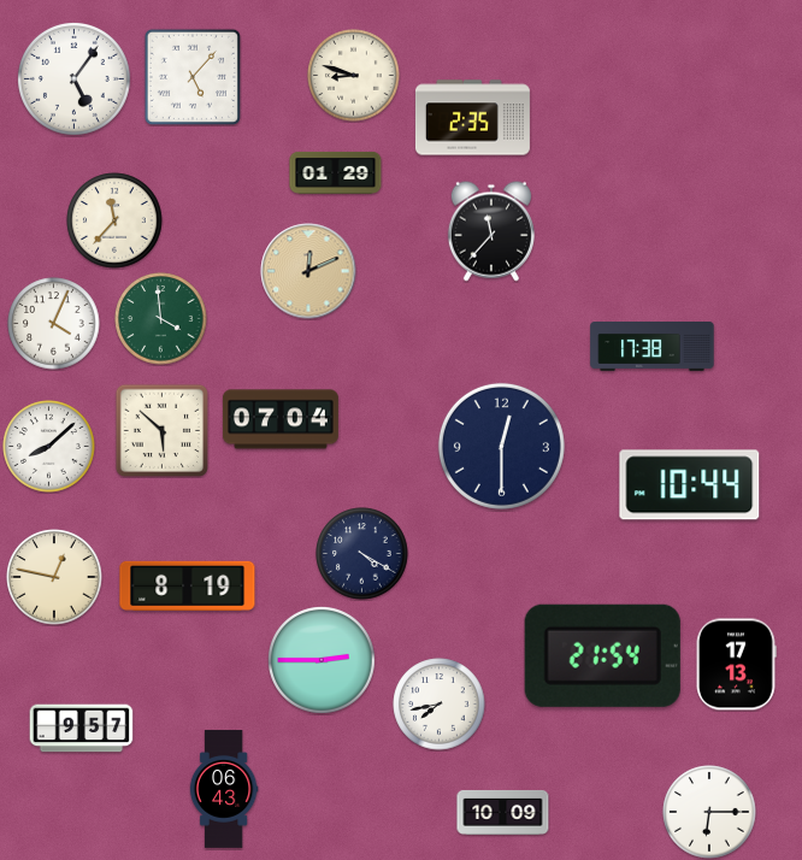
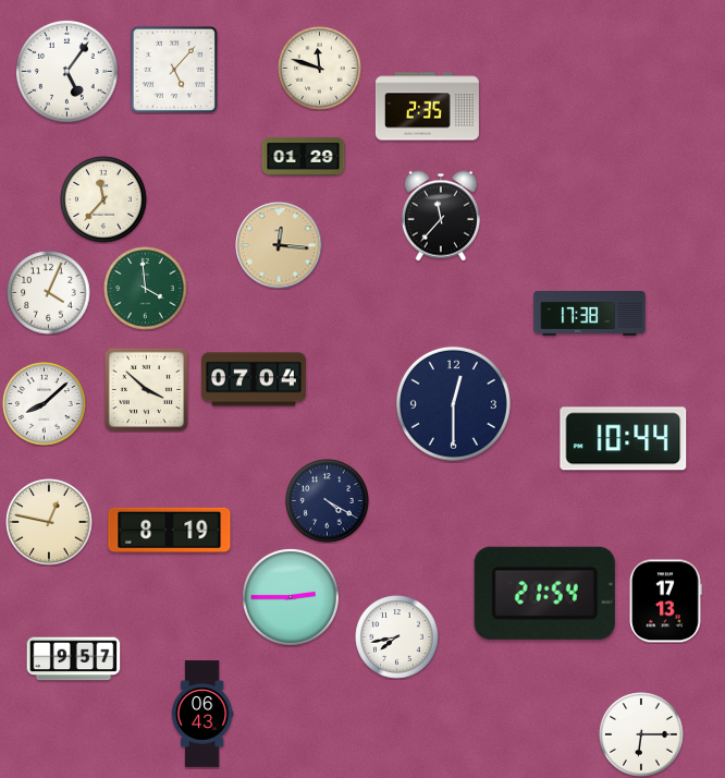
clock at (354, 76): 8:48 -> 11:48
clock at (491, 231) position: (491, 231) -> (441, 216)
clock at (308, 271): 12:11 -> 12:16
clock at (161, 430): 5:52 -> 3:52
clock at (503, 812): 10:09 -> none
